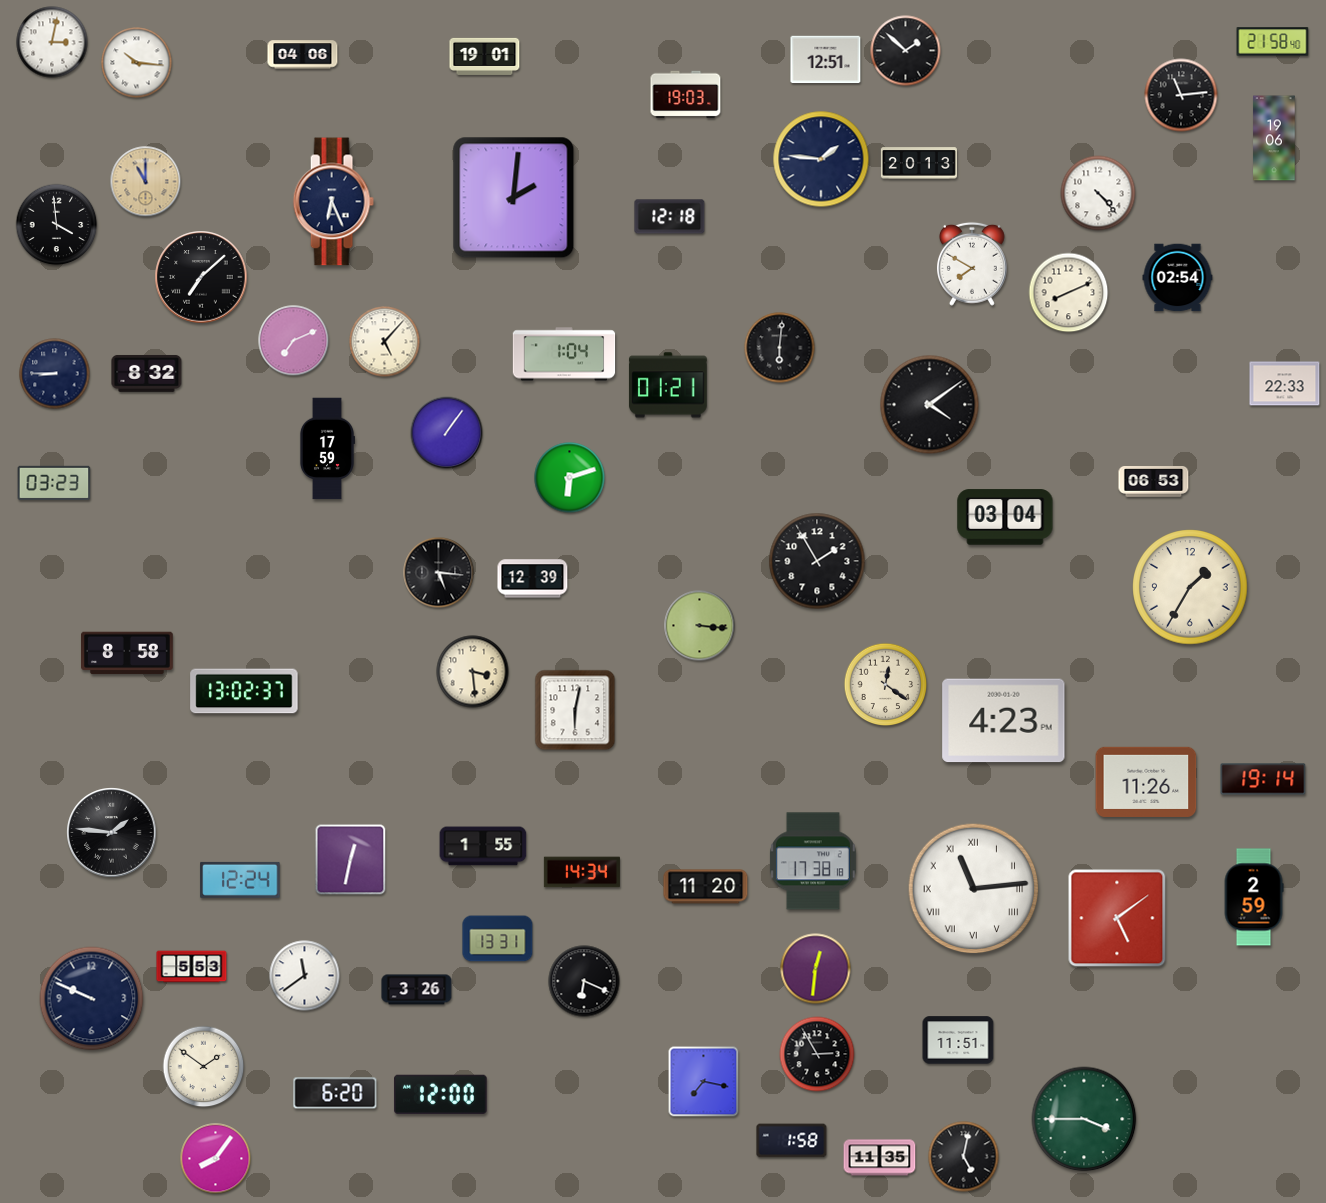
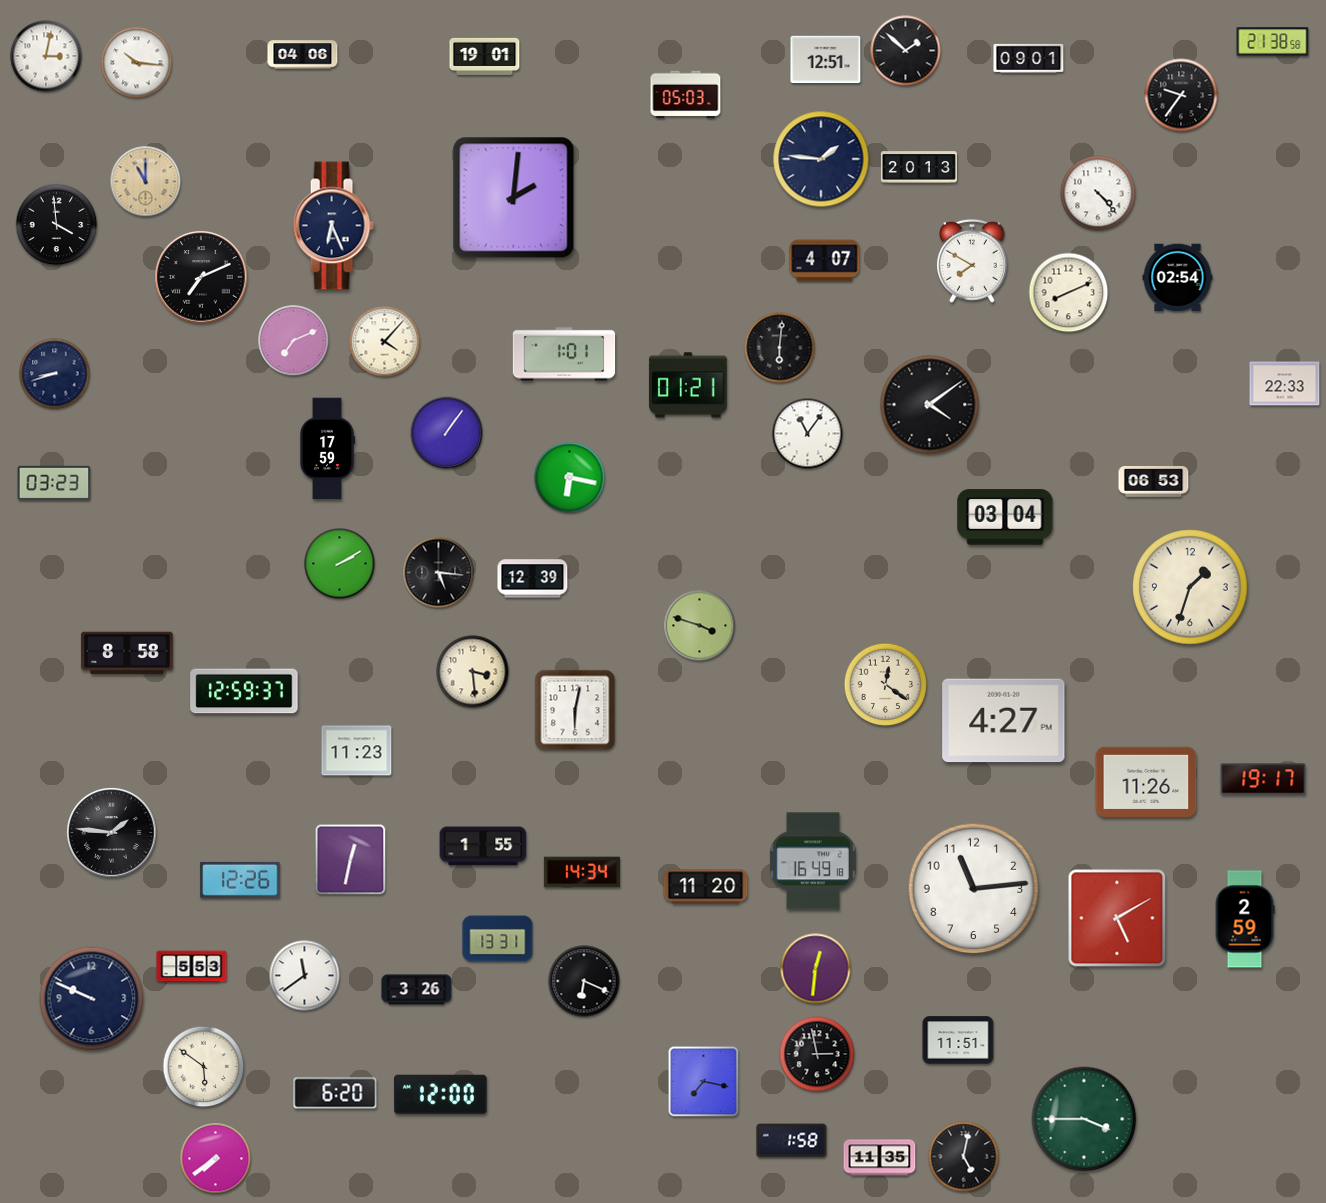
clock at (52, 42) position: (52, 42) -> (46, 56)
clock at (1273, 42): 21:58 -> 21:38
clock at (1029, 58): none -> 09:01
clock at (686, 95): 19:03 -> 05:03
clock at (1181, 95): 11:14 -> 9:36
clock at (1274, 138): 19:06 -> none
clock at (919, 163) position: (919, 163) -> (919, 167)
clock at (333, 202) position: (333, 202) -> (333, 226)
clock at (670, 217): 12:18 -> none
clock at (825, 261): none -> 4:07
clock at (972, 264) position: (972, 264) -> (972, 261)
clock at (201, 277): 7:08 -> 7:11
clock at (385, 342): 5:07 -> 4:07
clock at (564, 354): 1:04 -> 1:01
clock at (147, 373): 8:32 -> none
clock at (55, 374): 8:45 -> 8:42
clock at (668, 385) position: (668, 385) -> (688, 385)
clock at (808, 434): none -> 11:06
clock at (570, 478): 6:12 -> 6:17
clock at (817, 561): 1:55 -> none
clock at (340, 564): none -> 2:10
clock at (1190, 587): 1:35 -> 1:33
clock at (700, 626): 3:16 -> 3:48
clock at (244, 691): 13:02 -> 12:59
clock at (1004, 721): 4:23 -> 4:27
clock at (357, 751): none -> 11:23
clock at (1263, 779): 19:14 -> 19:17
clock at (813, 861): 17:38 -> 16:49
clock at (240, 880): 12:24 -> 12:26
clock at (974, 889) numerals: Roman -> Arabic
clock at (1254, 897) position: (1254, 897) -> (1245, 919)
clock at (1117, 918): 5:09 -> 5:10
clock at (817, 1054): 2:55 -> 2:58
clock at (204, 1067): 1:51 -> 5:51
clock at (216, 1159): 8:06 -> 7:39
